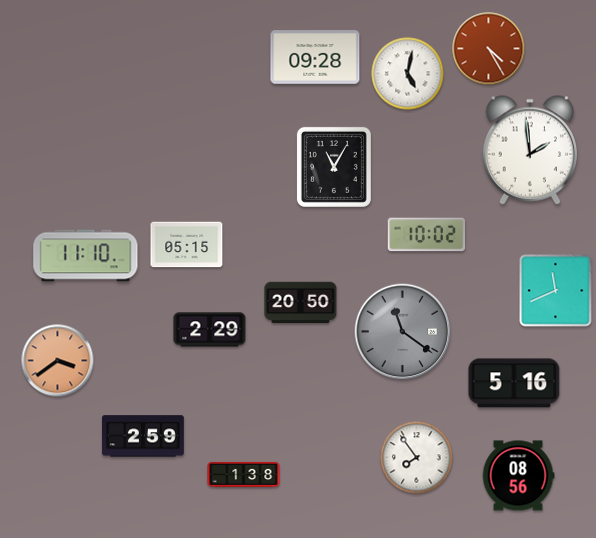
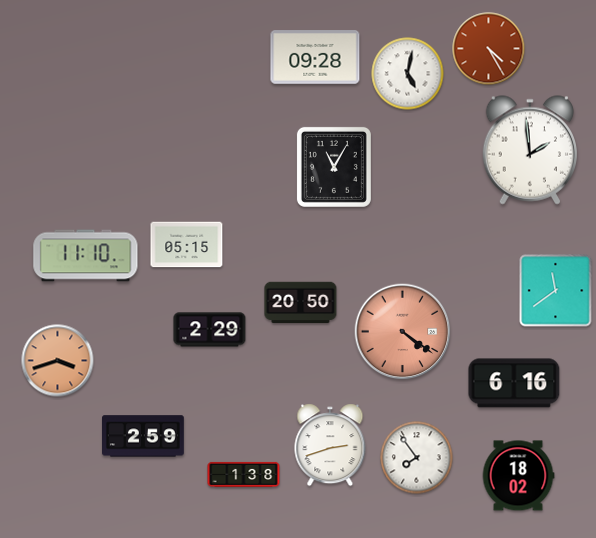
clock at (427, 235): 10:02 -> none
clock at (556, 291): 11:41 -> 11:39
clock at (403, 332): 11:21 -> 4:21
clock at (403, 332) dial: grey -> salmon
clock at (58, 361): 3:39 -> 3:42
clock at (514, 383): 5:16 -> 6:16
clock at (330, 445): none -> 2:42
clock at (518, 476): 08:56 -> 18:02
